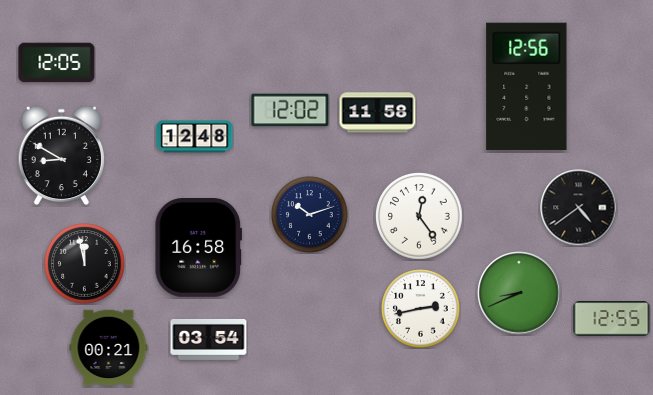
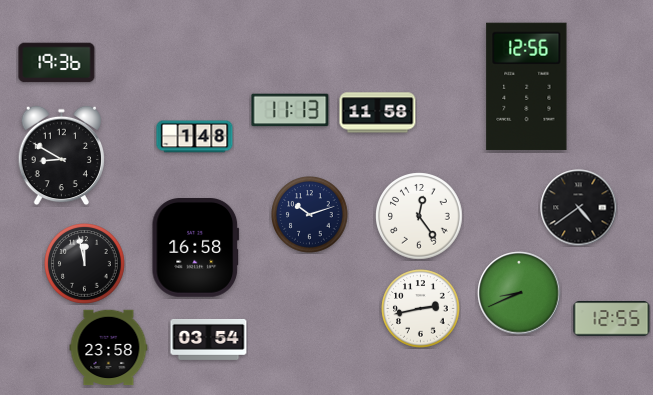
clock at (57, 63): 12:05 -> 19:36
clock at (290, 110): 12:02 -> 11:13
clock at (195, 137): 12:48 -> 1:48
clock at (199, 248) position: (199, 248) -> (196, 248)
clock at (109, 348): 00:21 -> 23:58
